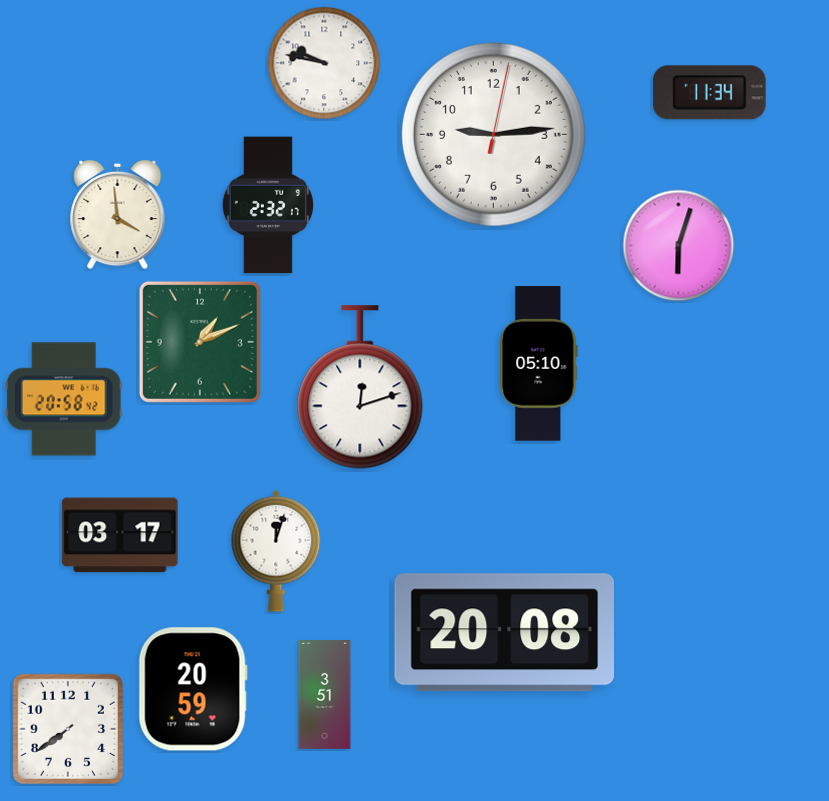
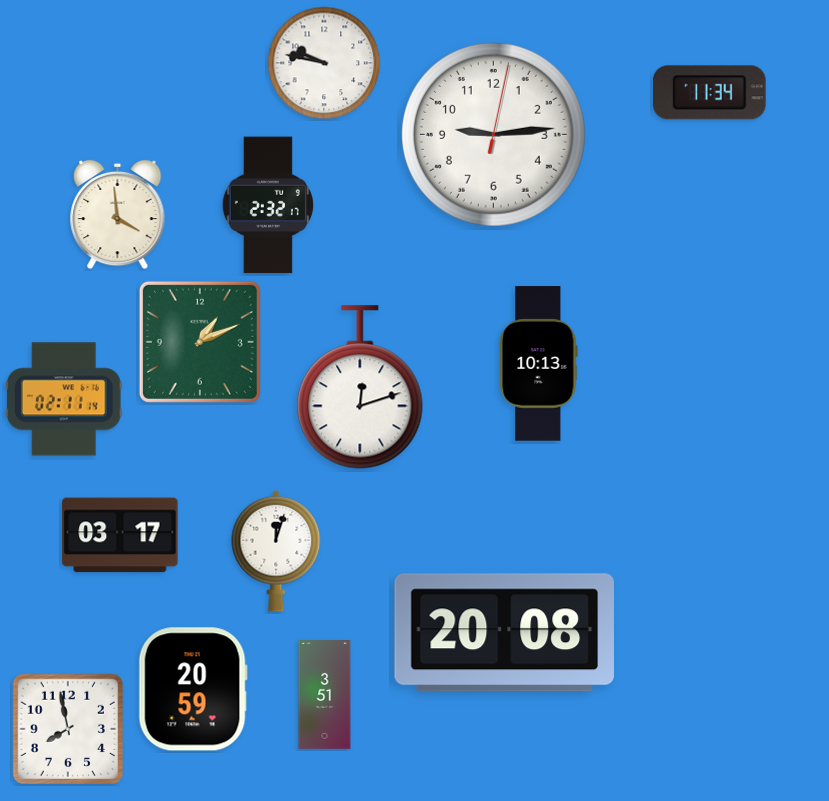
clock at (679, 246): 6:03 -> none
clock at (539, 364): 05:10 -> 10:13
clock at (64, 399): 20:58 -> 02:11
clock at (67, 728): 7:39 -> 7:58
